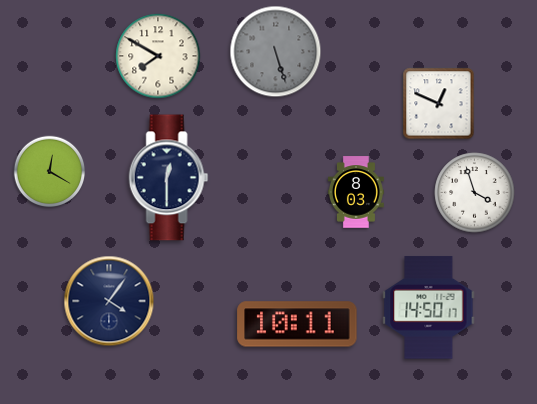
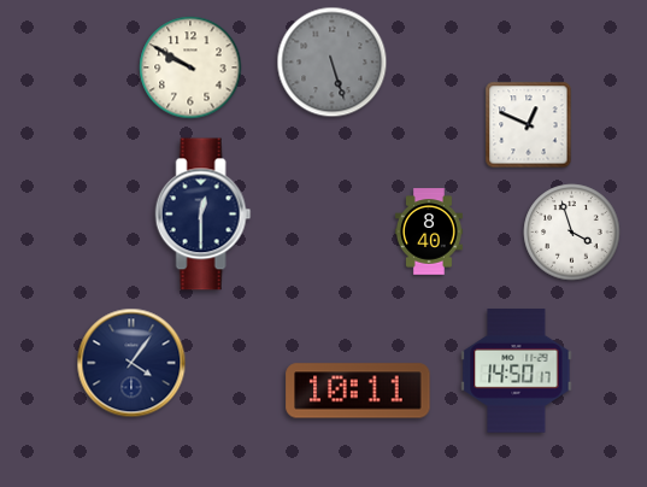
clock at (158, 56): 7:50 -> 9:50
clock at (50, 172): 12:20 -> none
clock at (356, 192): 8:03 -> 8:40
